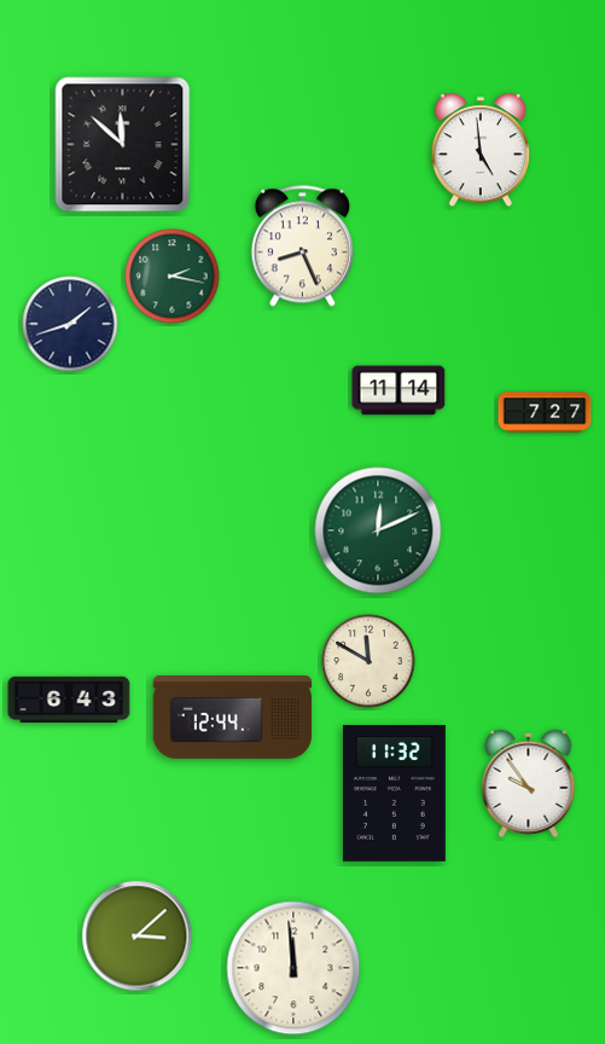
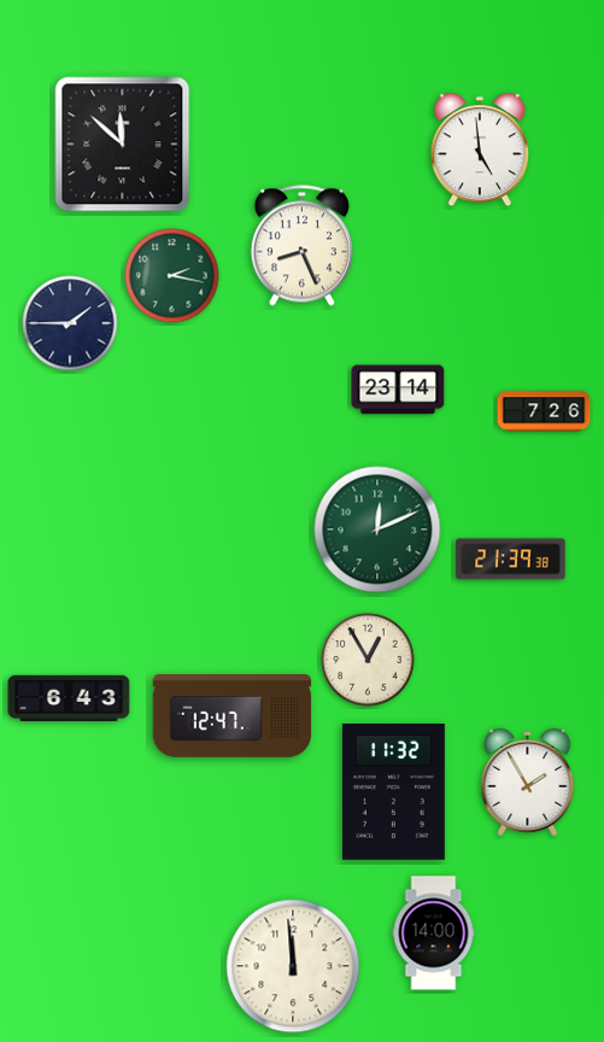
clock at (70, 324): 1:42 -> 1:45
clock at (399, 390): 11:14 -> 23:14
clock at (545, 412): 7:27 -> 7:26
clock at (511, 560): none -> 21:39
clock at (368, 661): 11:50 -> 12:55
clock at (233, 718): 12:44 -> 12:47
clock at (529, 783): 9:54 -> 1:55
clock at (434, 933): none -> 14:00
clock at (138, 936): 3:08 -> none
